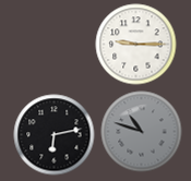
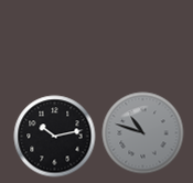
clock at (136, 45): 9:15 -> none
clock at (55, 135): 6:13 -> 10:13
